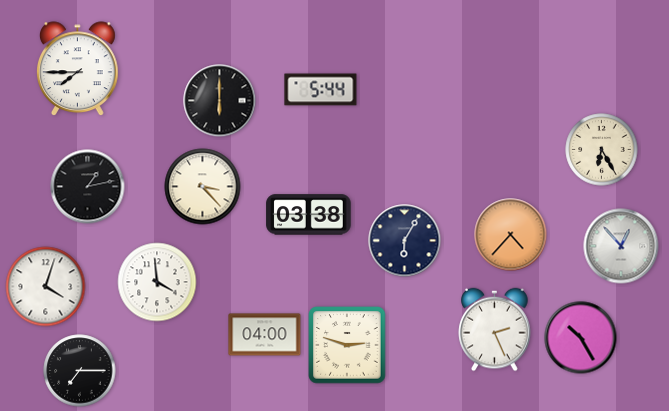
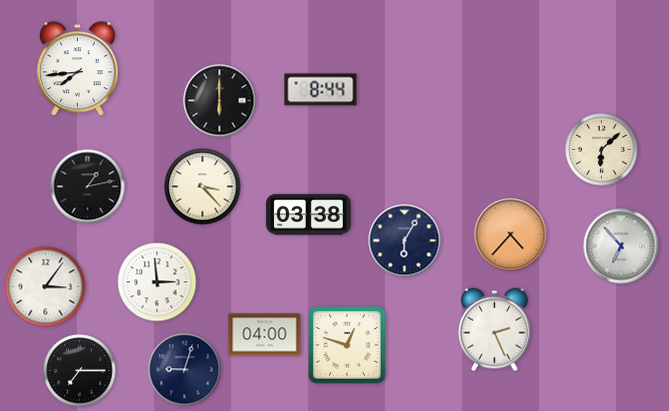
clock at (78, 69): 7:45 -> 7:44
clock at (321, 90): 5:44 -> 8:44
clock at (602, 150): 6:25 -> 6:08
clock at (621, 246): 12:53 -> 6:53
clock at (157, 282): 3:59 -> 2:59
clock at (46, 287): 4:03 -> 3:06
clock at (581, 338): 10:25 -> none
clock at (347, 345): 2:48 -> 12:48
clock at (185, 370): none -> 9:03
